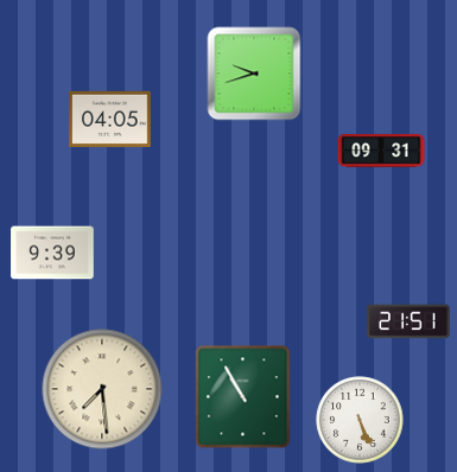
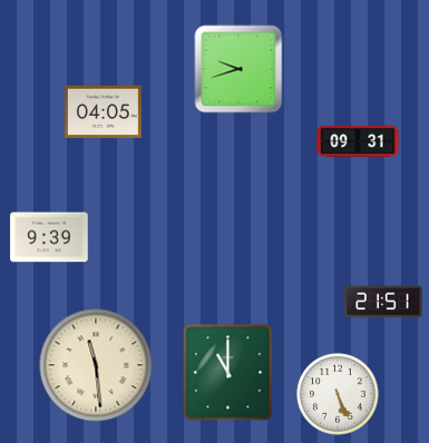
clock at (102, 389): 7:29 -> 11:29
clock at (243, 397): 10:55 -> 11:00
